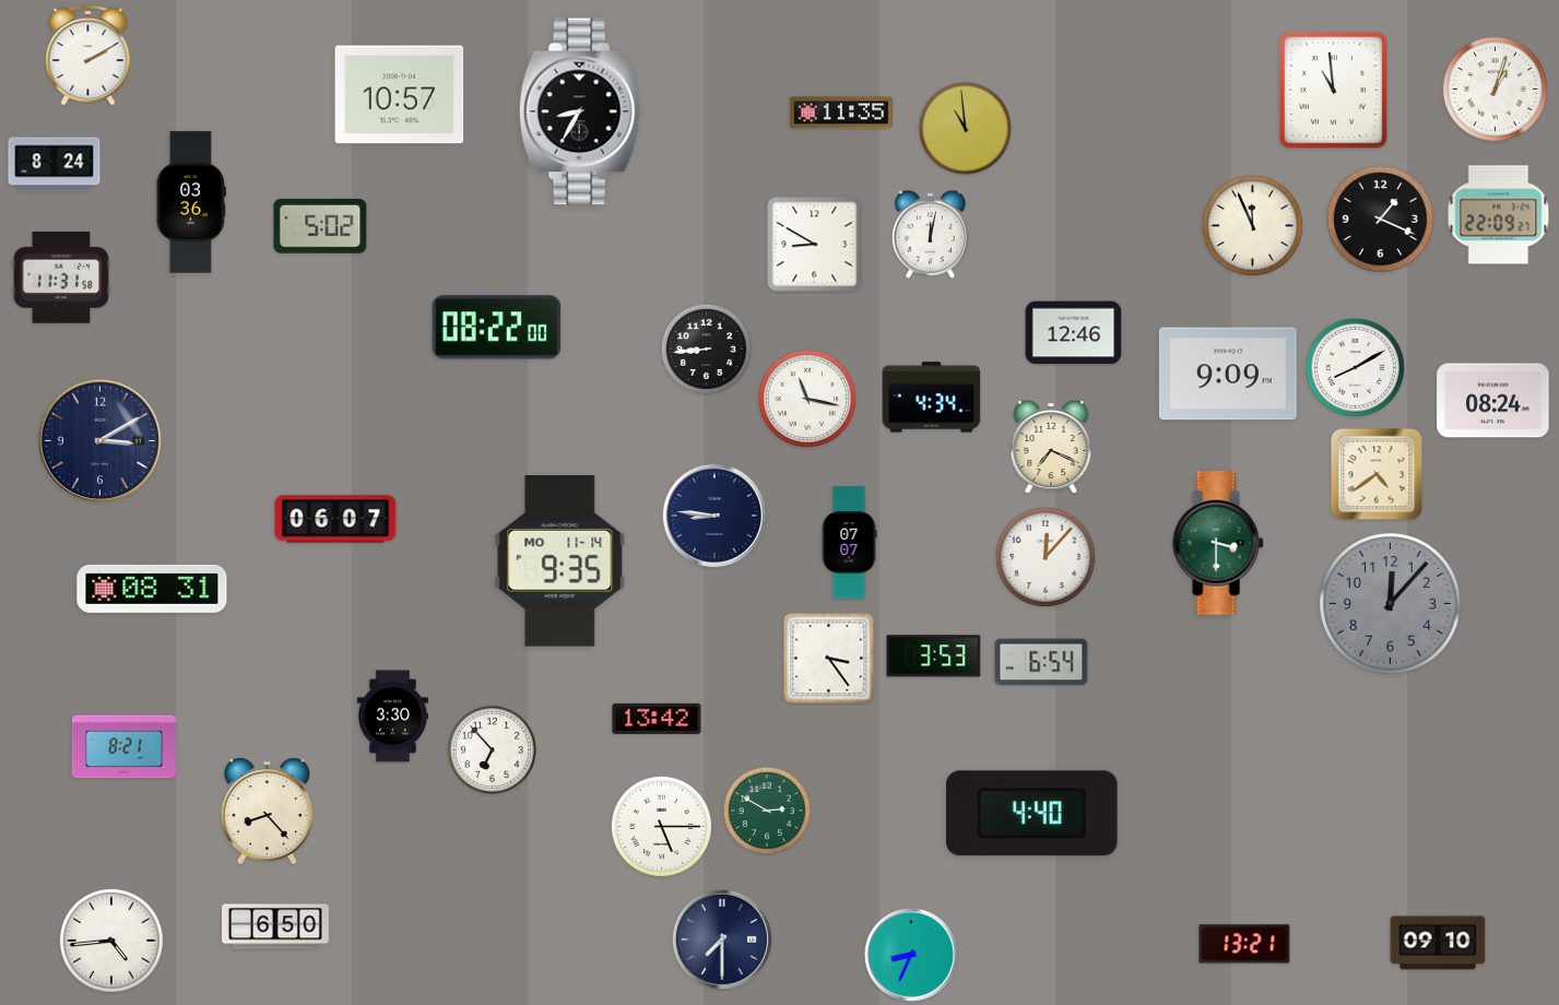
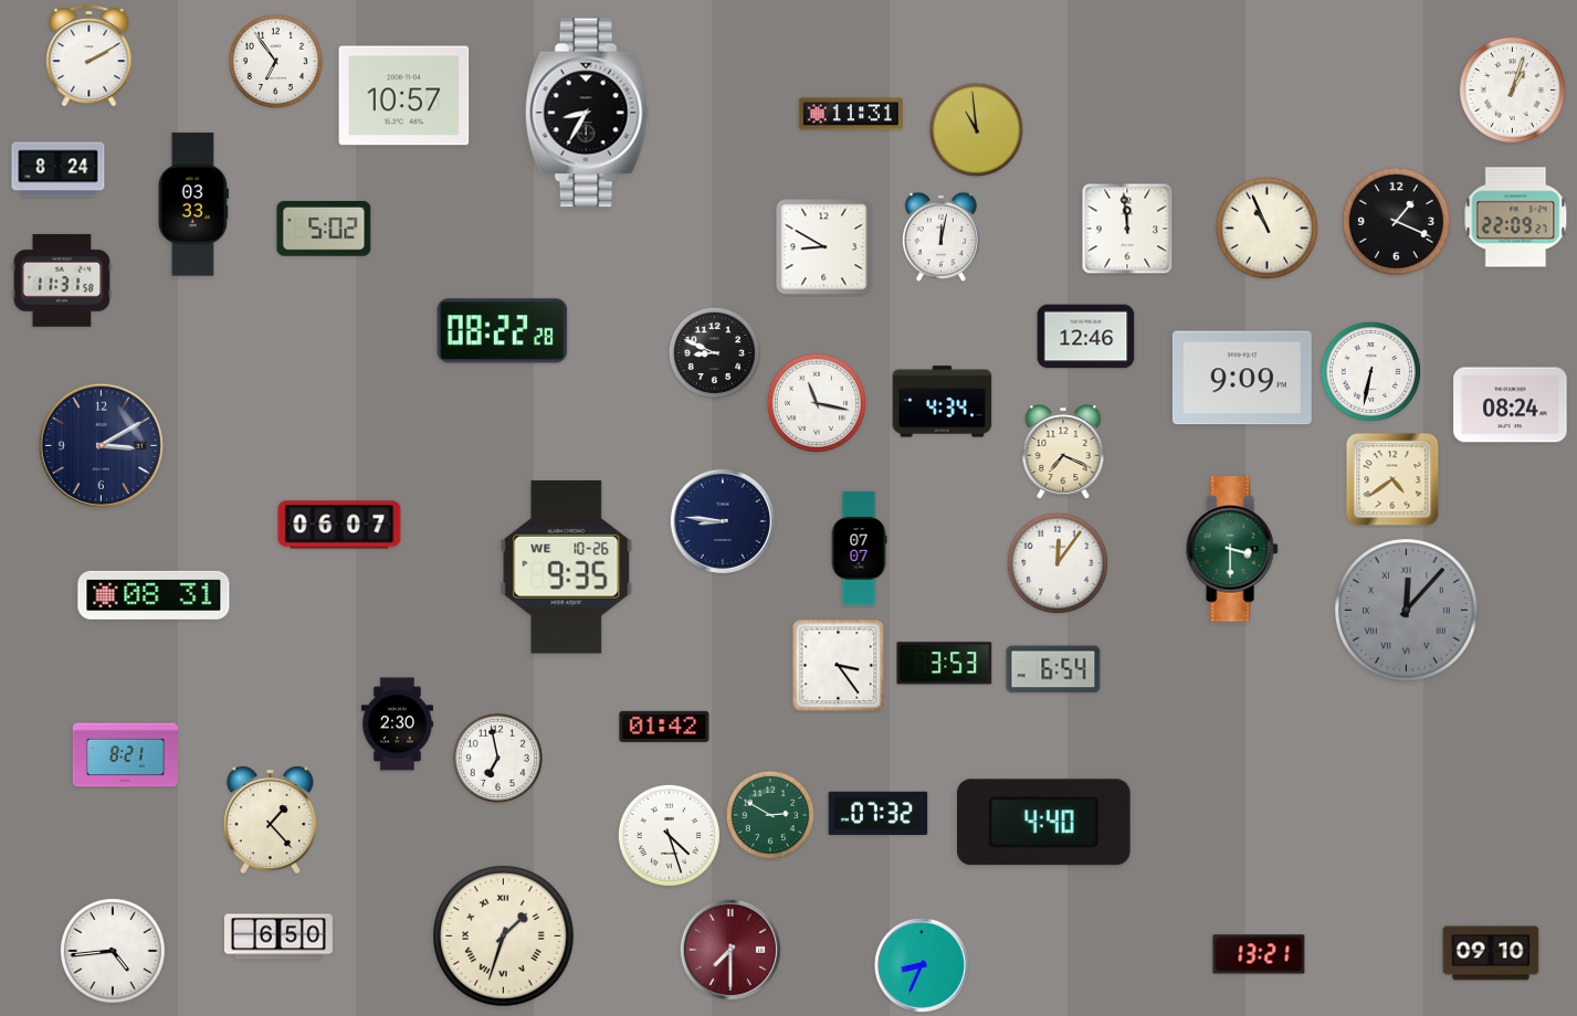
clock at (275, 61): none -> 6:54
clock at (1333, 90): 10:59 -> none
clock at (841, 113): 11:35 -> 11:31
clock at (55, 165) position: (55, 165) -> (59, 170)
clock at (191, 202): 03:36 -> 03:33
clock at (1252, 225): 11:56 -> 10:56
clock at (1127, 229): none -> 11:59
clock at (497, 328): 08:22:00 -> 08:22:28
clock at (706, 348): 8:44 -> 8:49
clock at (1355, 367): 8:10 -> 6:32
clock at (1046, 557): 12:07 -> 12:06
clock at (560, 561) date: MO 11-14 -> WE 10-26
clock at (1391, 604) numerals: Arabic -> Roman
clock at (392, 717): 3:30 -> 2:30
clock at (657, 719): 13:42 -> 01:42
clock at (492, 749): 6:53 -> 6:58
clock at (879, 814): none -> 07:32
clock at (766, 809) position: (766, 809) -> (769, 814)
clock at (267, 811): 8:23 -> 1:23
clock at (661, 826): 5:15 -> 4:27
clock at (504, 936): none -> 1:33
clock at (722, 939) dial: navy -> burgundy
clock at (1438, 943) position: (1438, 943) -> (1491, 953)
